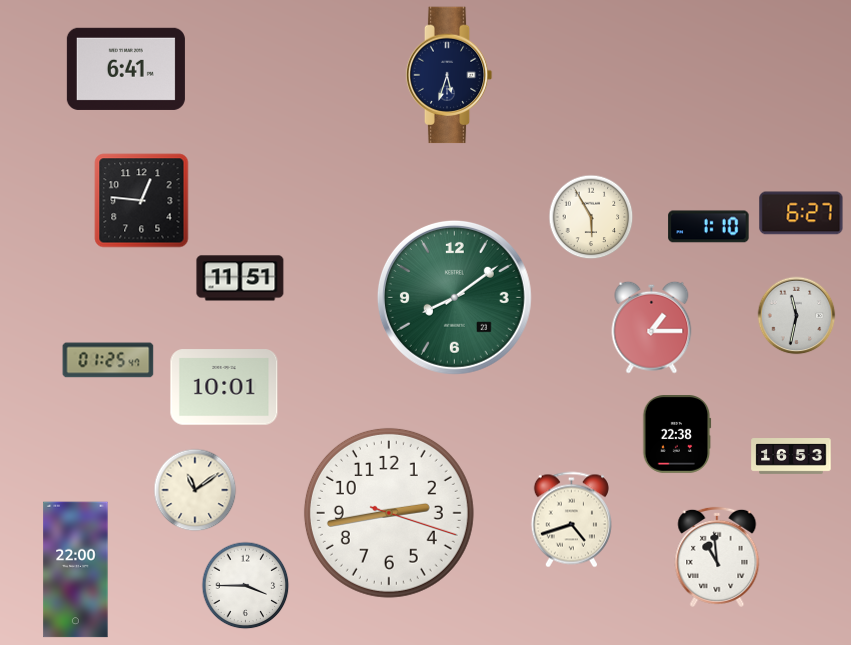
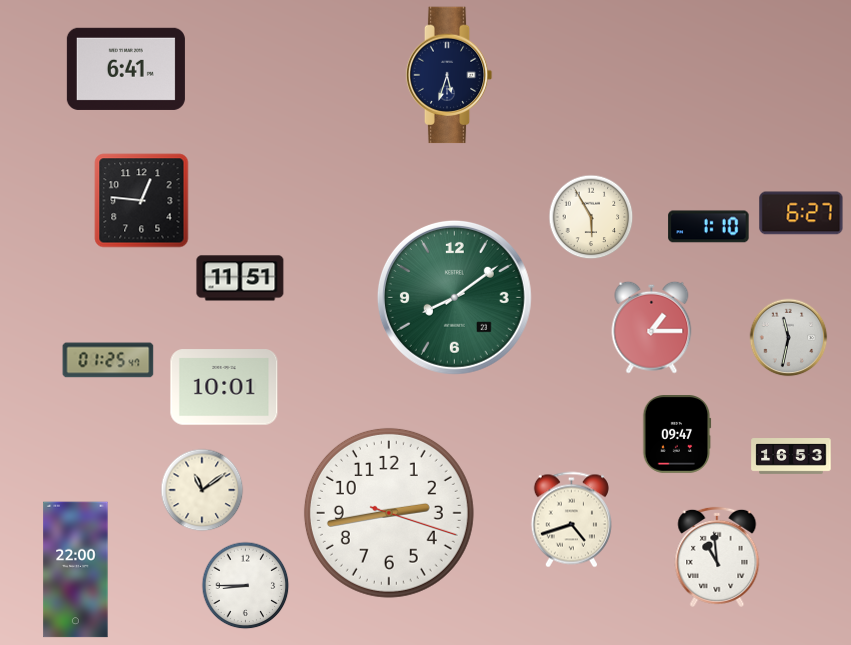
clock at (797, 316) position: (797, 316) -> (789, 338)
clock at (677, 435): 22:38 -> 09:47
clock at (195, 490) position: (195, 490) -> (202, 490)
clock at (246, 586): 3:45 -> 8:45
